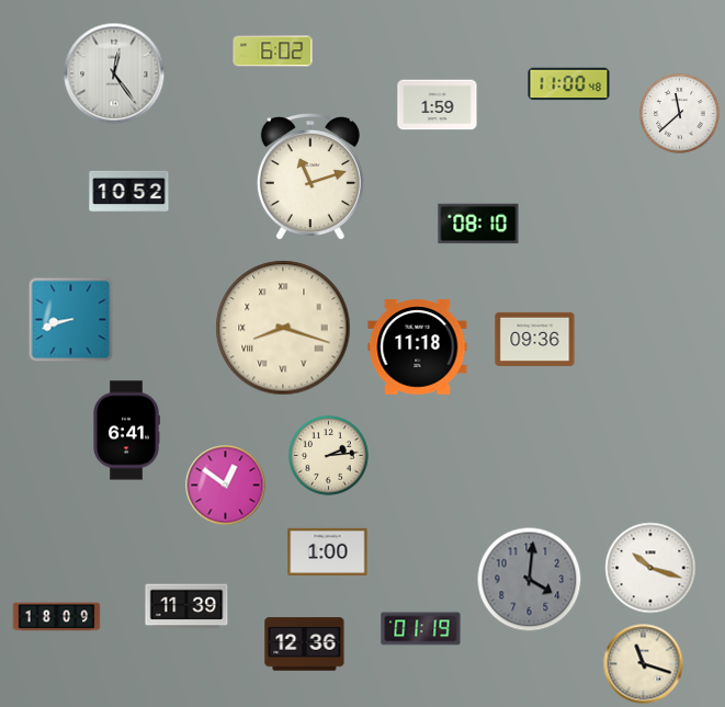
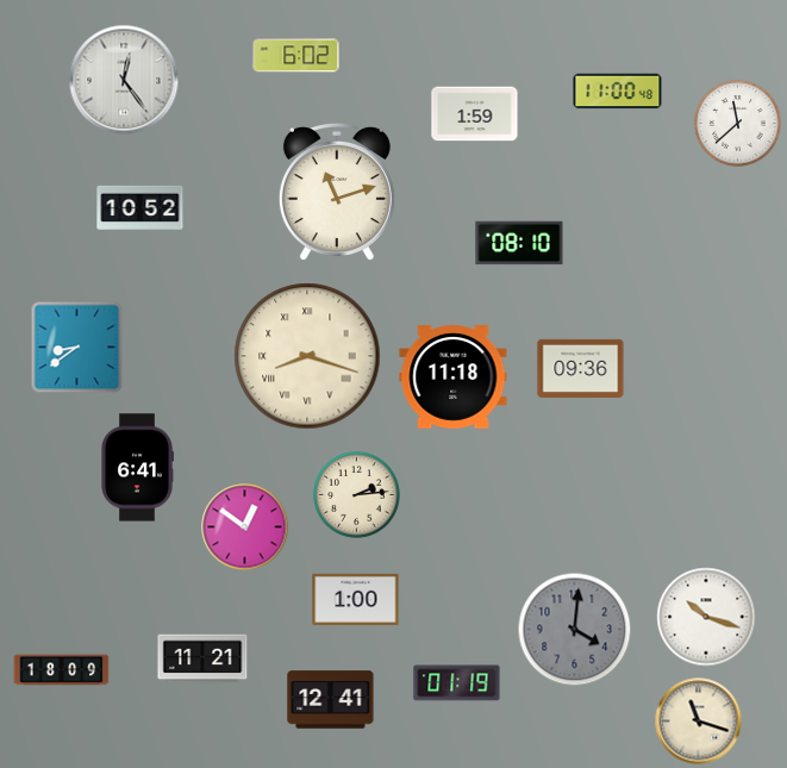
clock at (71, 320): 8:42 -> 8:39
clock at (186, 606): 11:39 -> 11:21
clock at (305, 645): 12:36 -> 12:41
